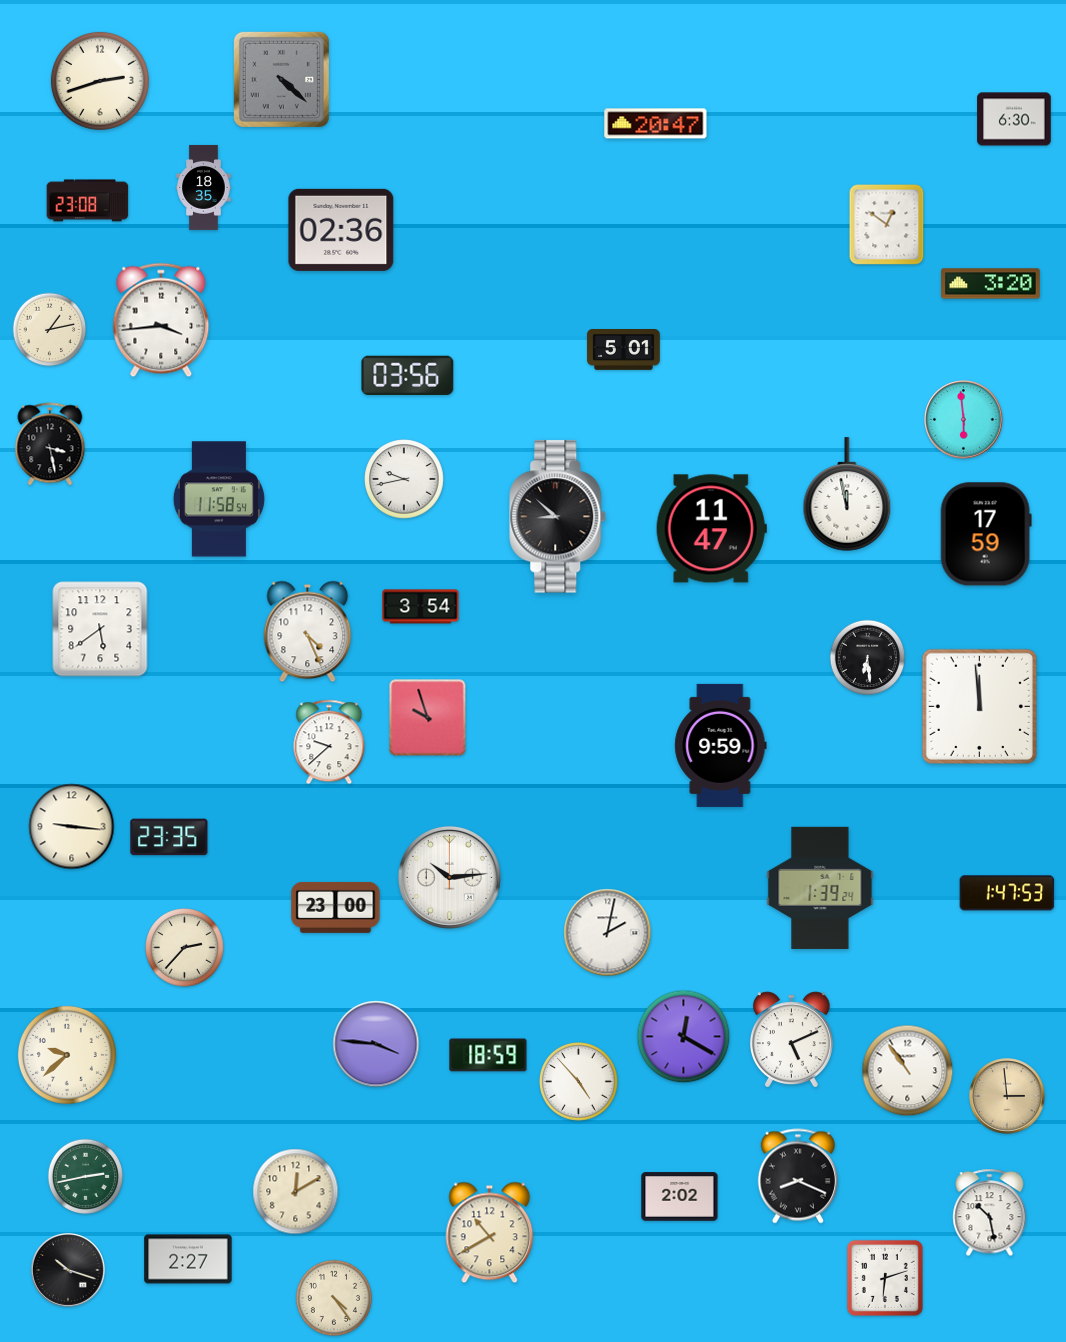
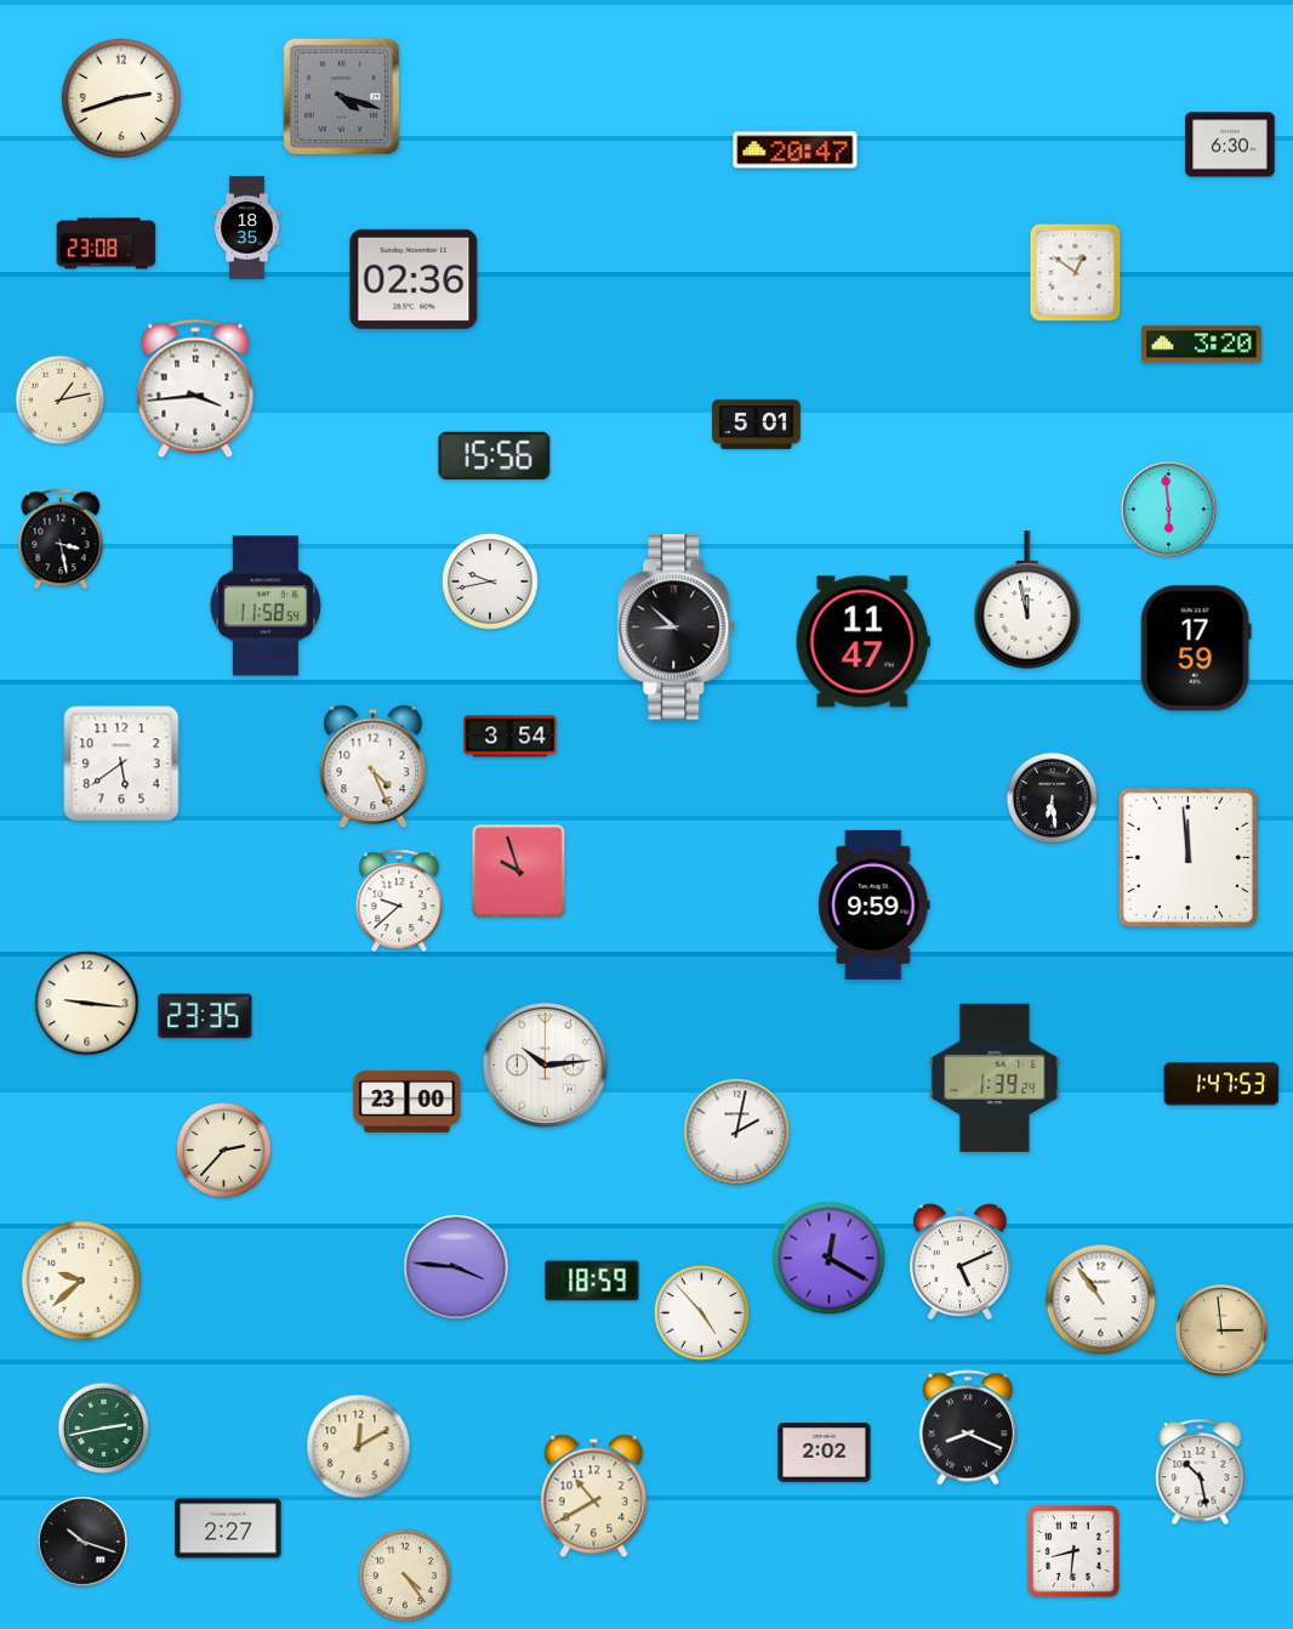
clock at (281, 79): 4:22 -> 4:18
clock at (408, 375): 03:56 -> 15:56
clock at (885, 1278): 6:12 -> 8:31
